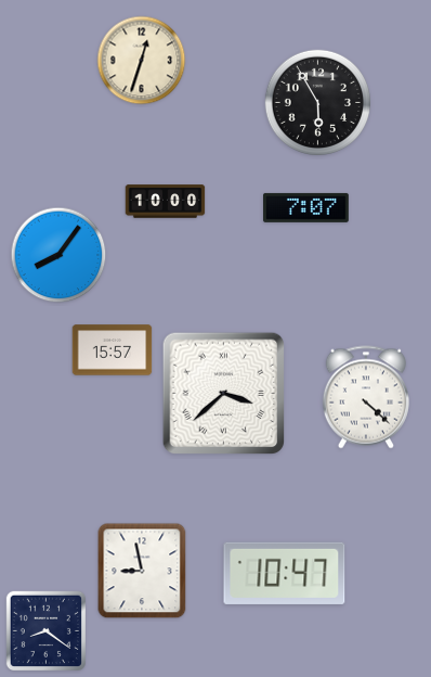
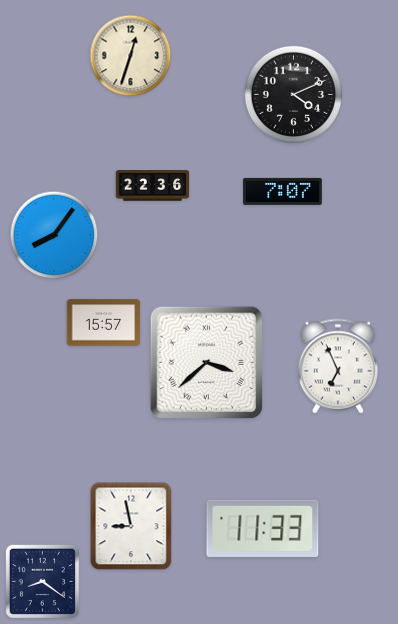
clock at (317, 102): 5:55 -> 4:11
clock at (166, 202): 10:00 -> 22:36
clock at (366, 397): 4:22 -> 6:56
clock at (285, 573): 10:47 -> 11:33
